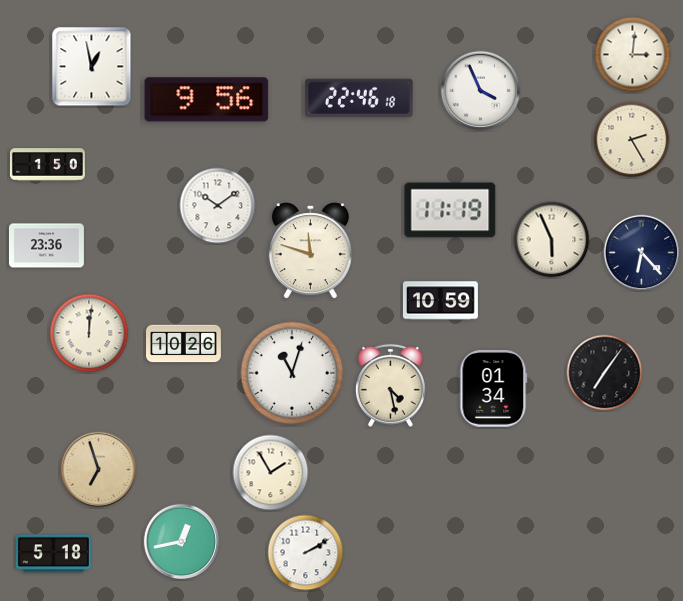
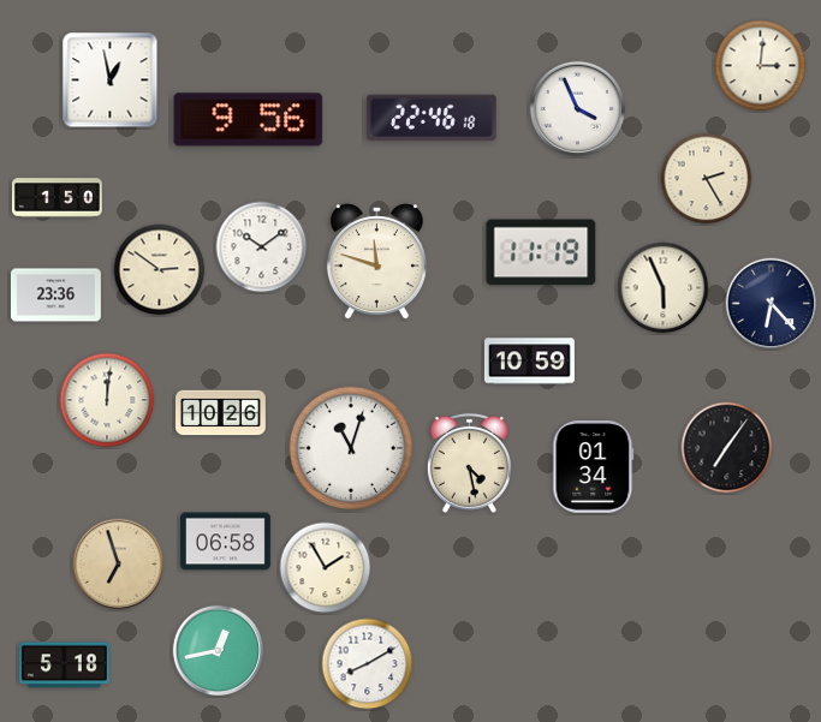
clock at (632, 140) position: (632, 140) -> (707, 179)
clock at (160, 270): none -> 2:51
clock at (310, 251) position: (310, 251) -> (376, 262)
clock at (225, 542): none -> 06:58
clock at (306, 553): 2:10 -> 8:10
